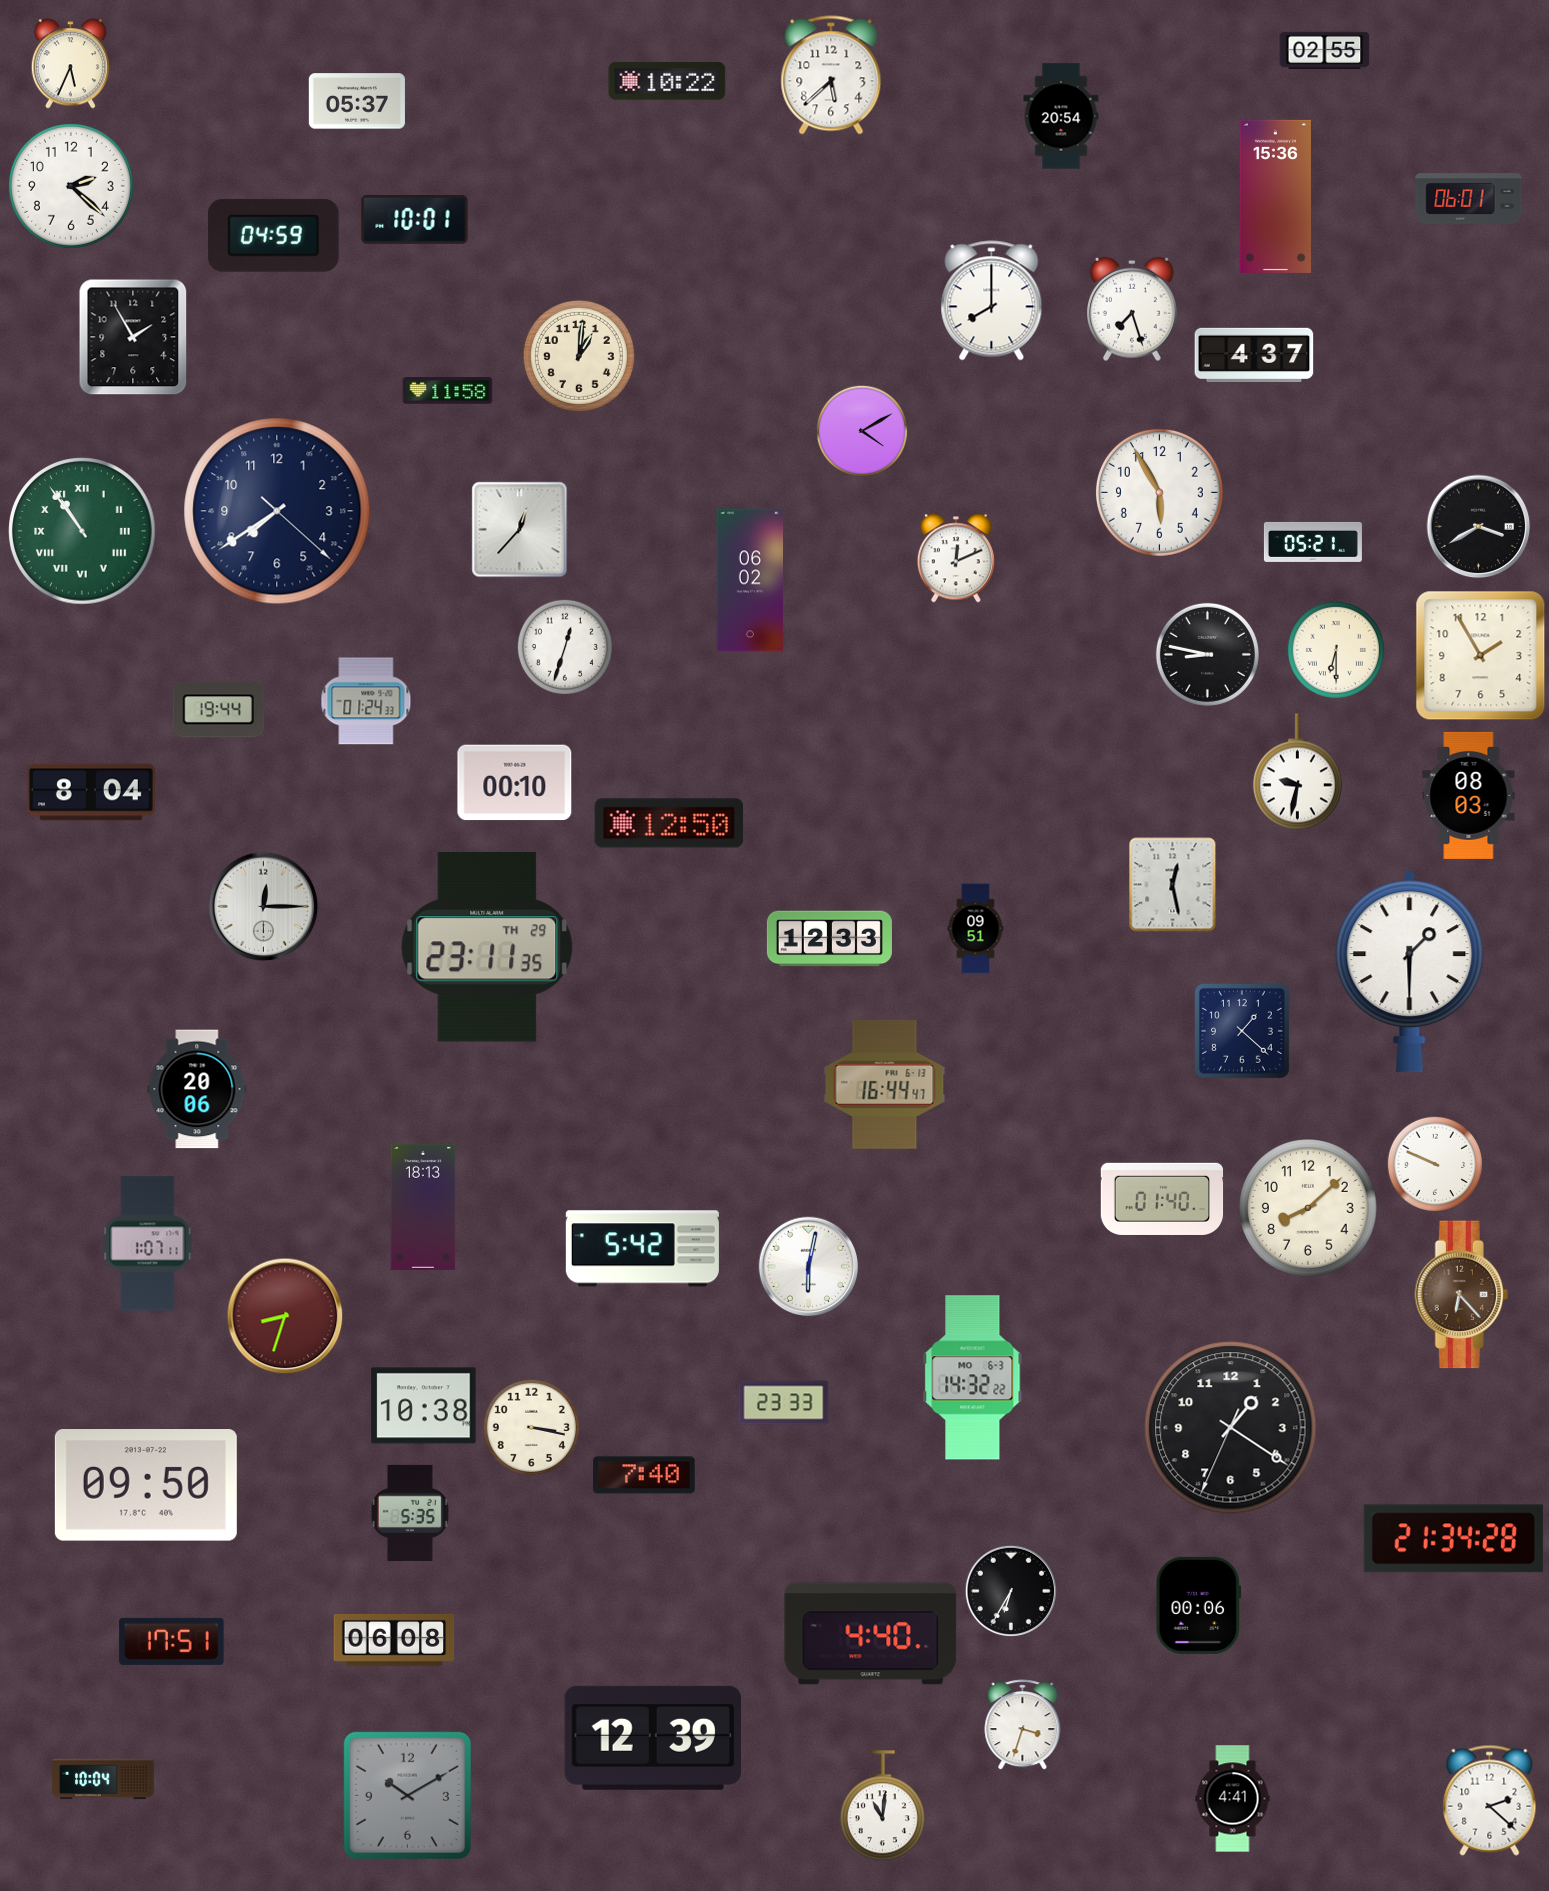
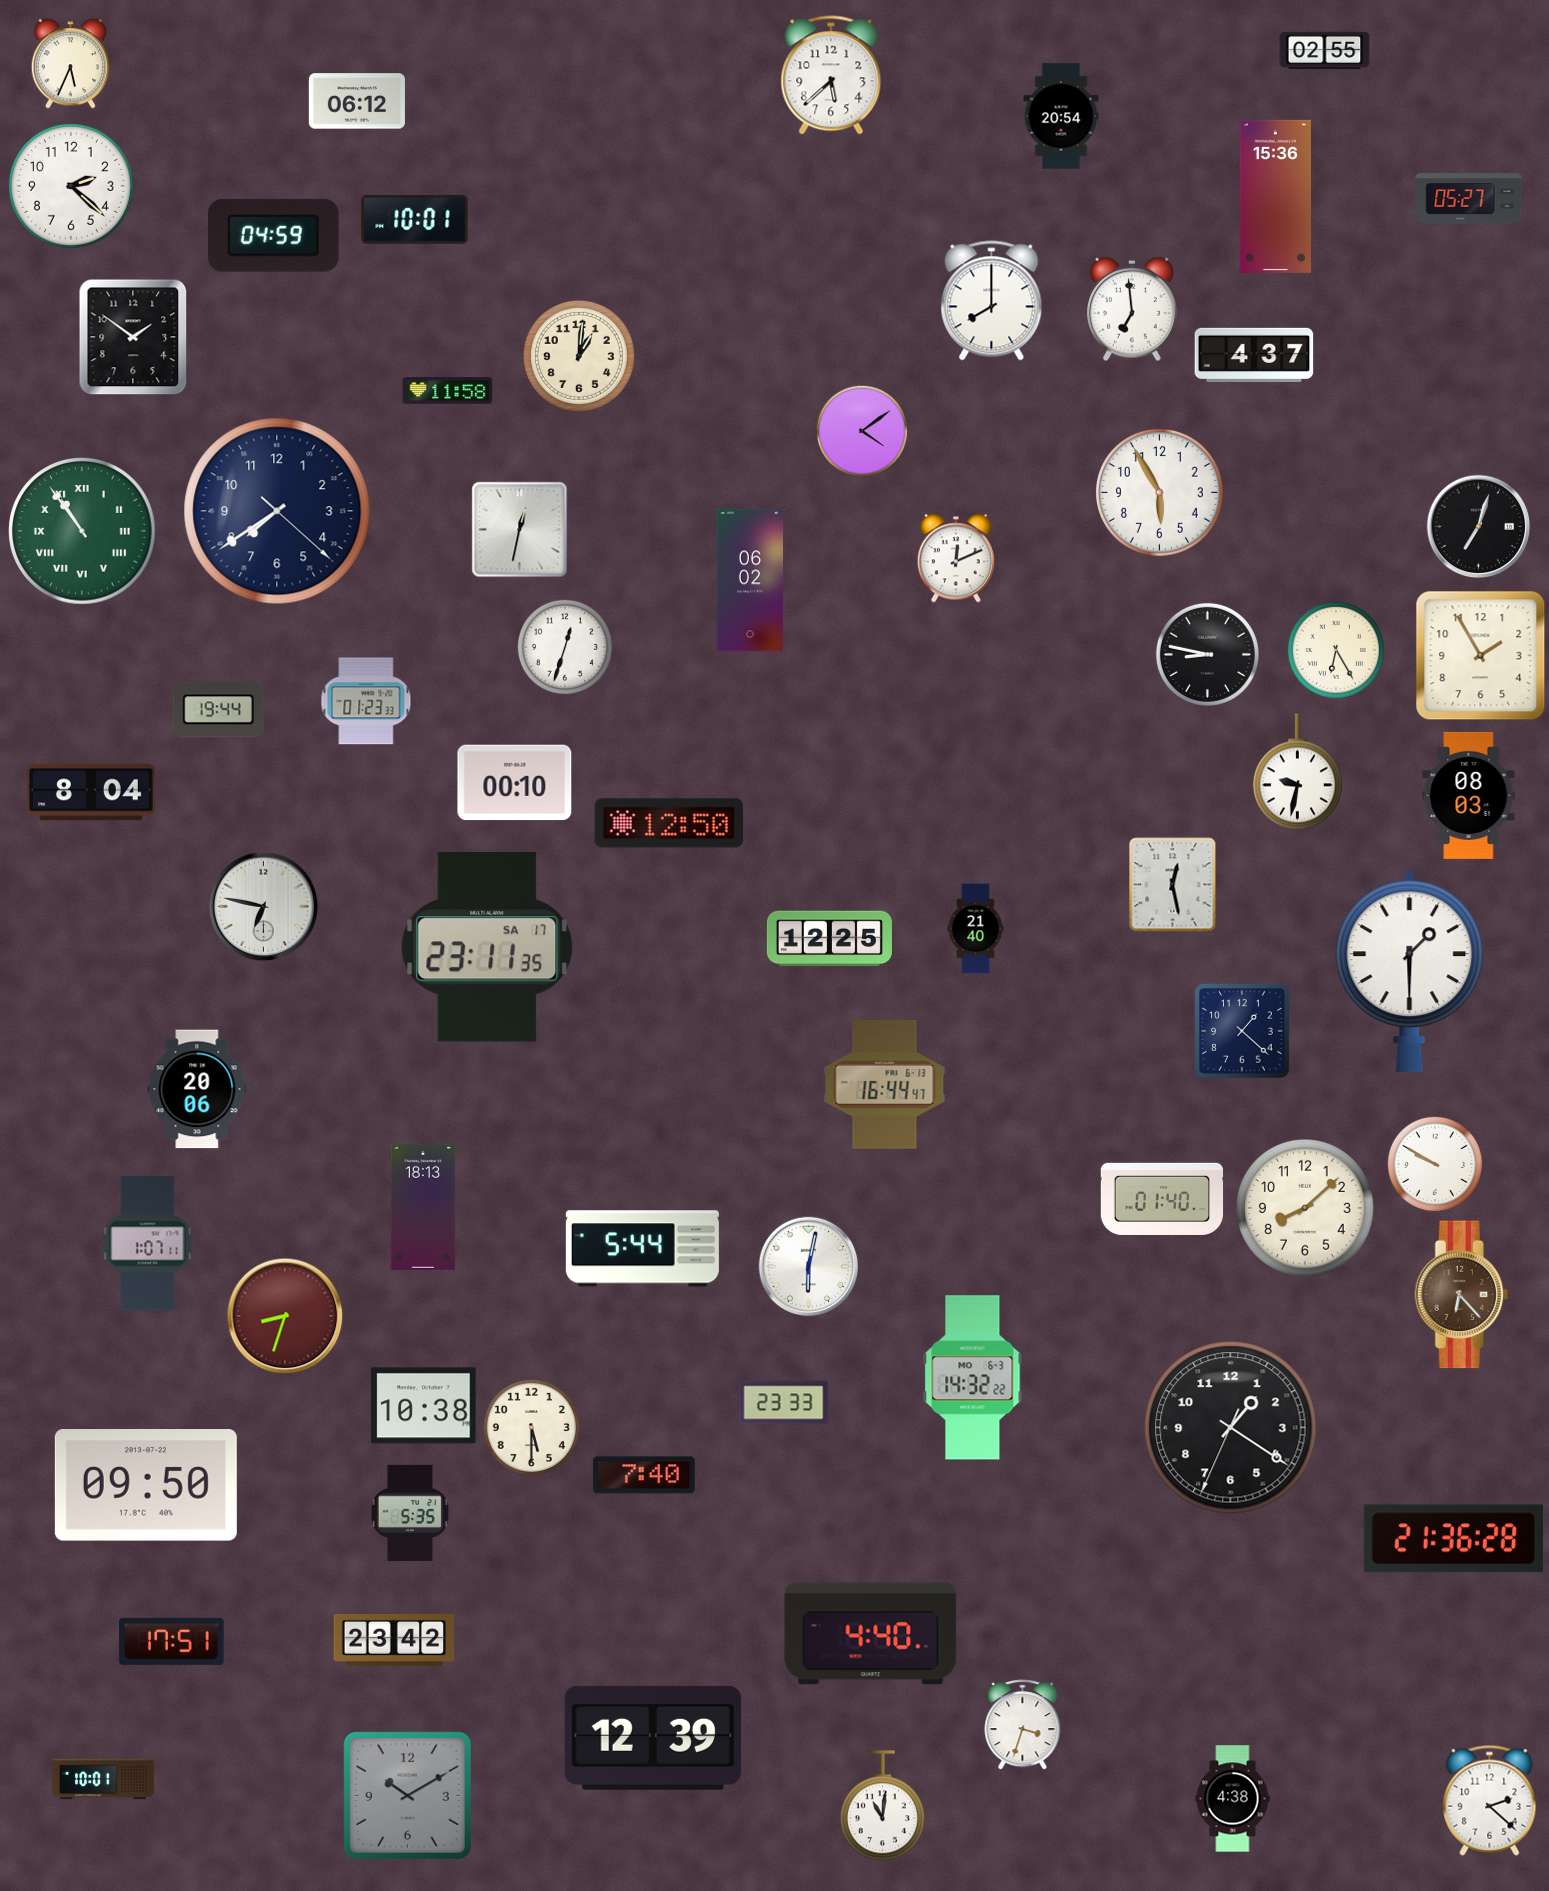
clock at (667, 81): 10:22 -> none
clock at (357, 101): 05:37 -> 06:12
clock at (1469, 199): 06:01 -> 05:27
clock at (1133, 309): 7:27 -> 6:59
clock at (133, 337): 1:55 -> 1:51
clock at (862, 431): 4:10 -> 4:09
clock at (1479, 527): 3:40 -> 7:03
clock at (520, 530): 12:37 -> 12:32
clock at (1313, 542): 05:21 -> none
clock at (1336, 650): 6:30 -> 6:25
clock at (366, 701): 01:24 -> 01:23
clock at (264, 907): 12:15 -> 6:47
clock at (976, 929): 09:51 -> 21:40
clock at (829, 939): 12:33 -> 12:25
clock at (487, 948) date: TH 29 -> SA 17
clock at (1435, 1164): 9:49 -> 9:50
clock at (1309, 1209) position: (1309, 1209) -> (1306, 1209)
clock at (642, 1249): 5:42 -> 5:44
clock at (531, 1427): 3:17 -> 5:30
clock at (1453, 1539): 21:34 -> 21:36
clock at (1010, 1590): 6:35 -> none
clock at (1199, 1605): 00:06 -> none
clock at (394, 1640): 06:08 -> 23:42
clock at (103, 1779): 10:04 -> 10:01
clock at (1233, 1799): 4:41 -> 4:38
